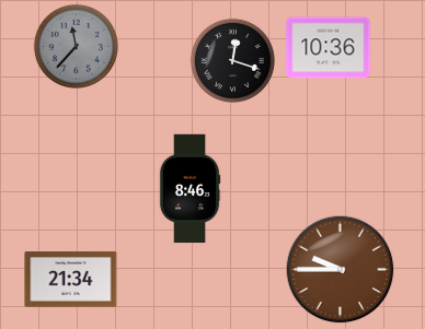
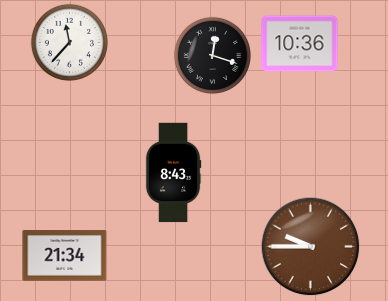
clock at (76, 46) dial: grey -> white
clock at (189, 189): 8:46 -> 8:43
